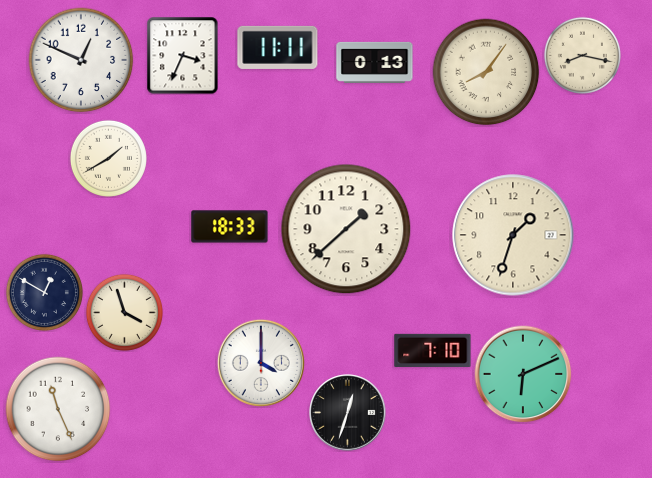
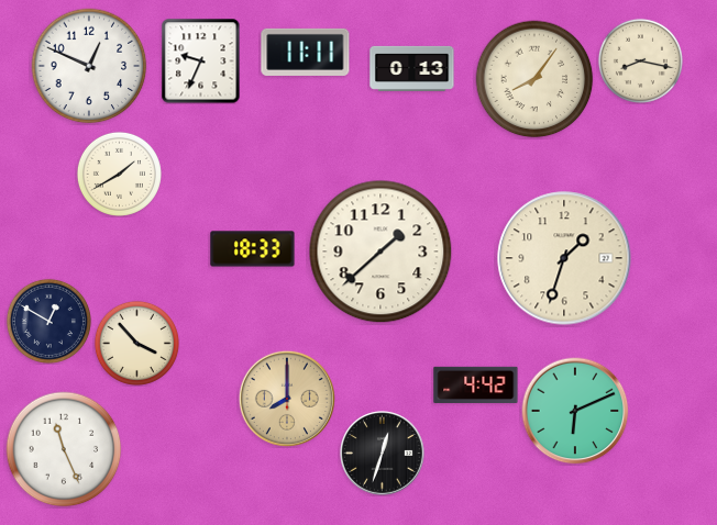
clock at (183, 55): 3:34 -> 9:34
clock at (124, 312): 3:57 -> 3:53
clock at (433, 350): 7:10 -> 4:42
clock at (261, 363): 4:00 -> 8:00
clock at (261, 363) dial: white -> champagne
